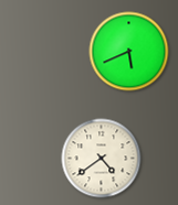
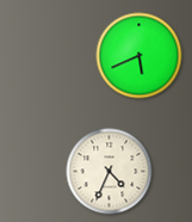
clock at (102, 159): 4:39 -> 4:34
